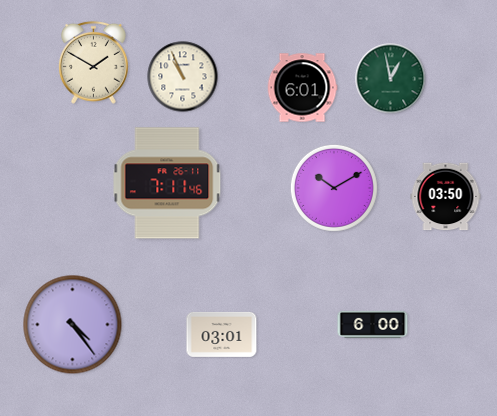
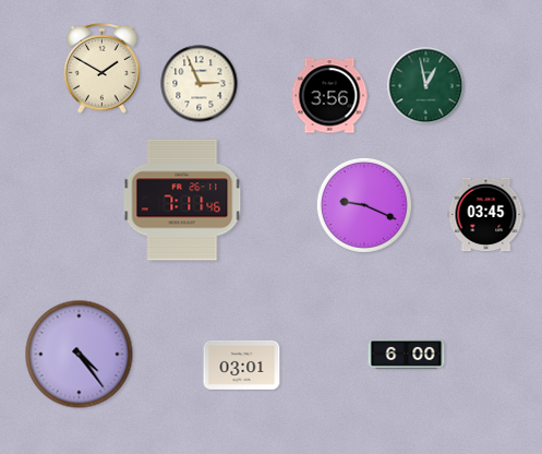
clock at (183, 77): 10:56 -> 2:56
clock at (302, 88): 6:01 -> 3:56
clock at (334, 188): 10:10 -> 9:19
clock at (446, 197): 03:50 -> 03:45
